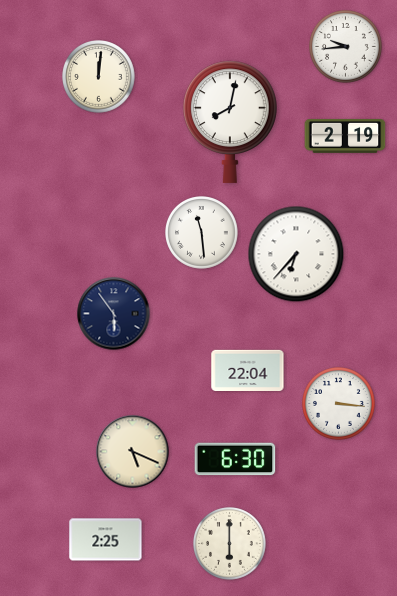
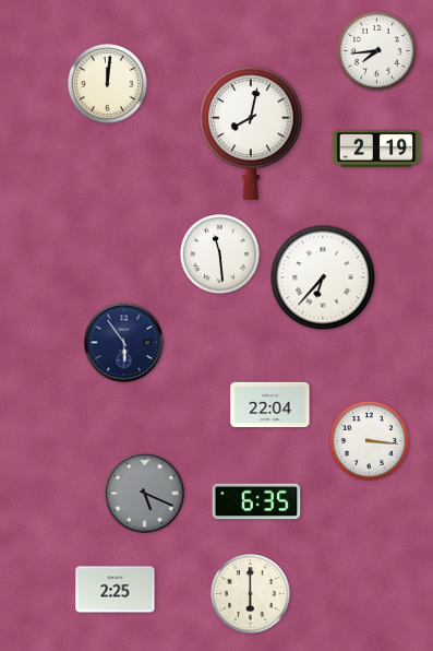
clock at (346, 47): 9:44 -> 7:44
clock at (133, 452) dial: cream -> grey
clock at (235, 459): 6:30 -> 6:35
